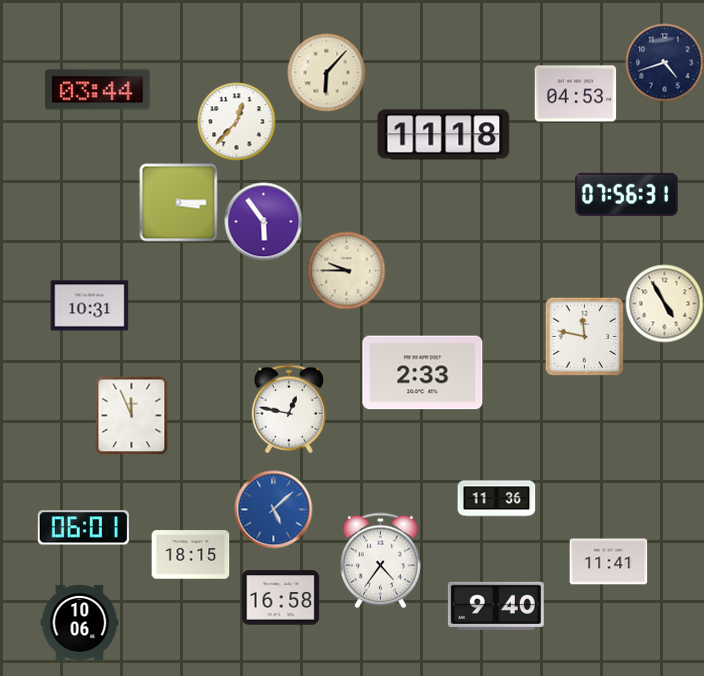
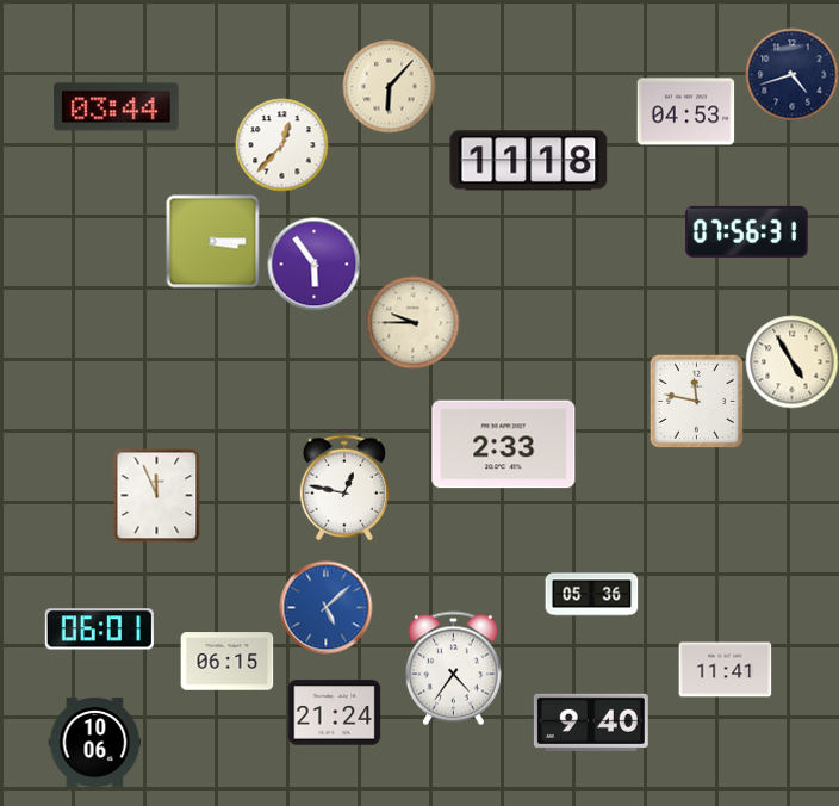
clock at (89, 306): 10:31 -> none
clock at (496, 499): 11:36 -> 05:36
clock at (190, 555): 18:15 -> 06:15
clock at (280, 598): 16:58 -> 21:24
